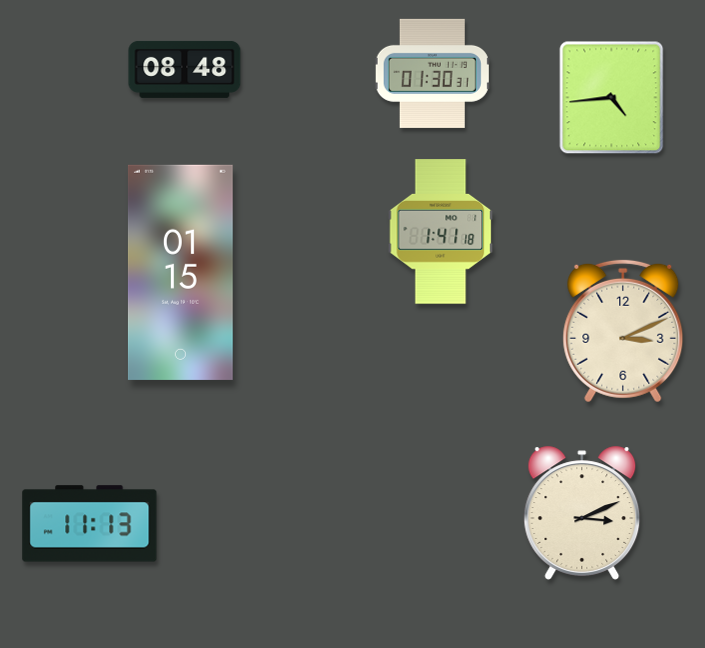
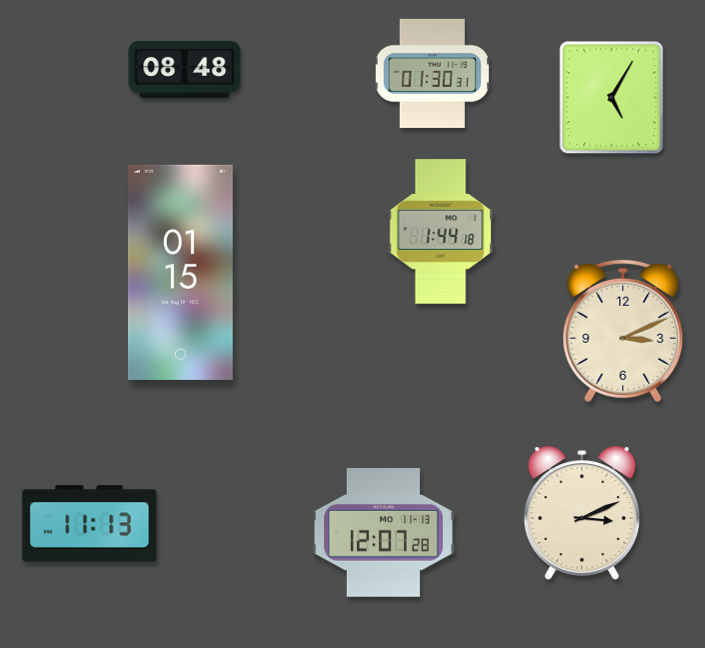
clock at (612, 98): 4:44 -> 5:05
clock at (441, 232): 1:41 -> 1:44
clock at (383, 533): none -> 12:07
